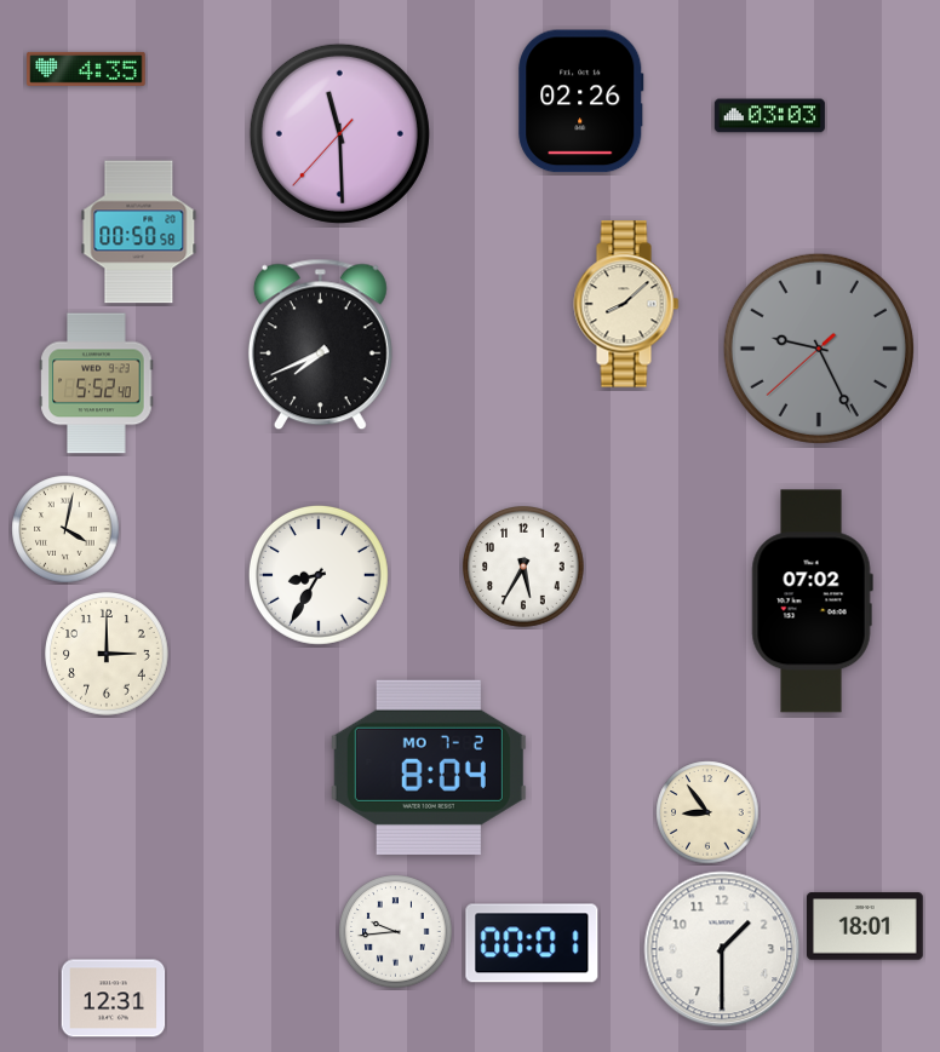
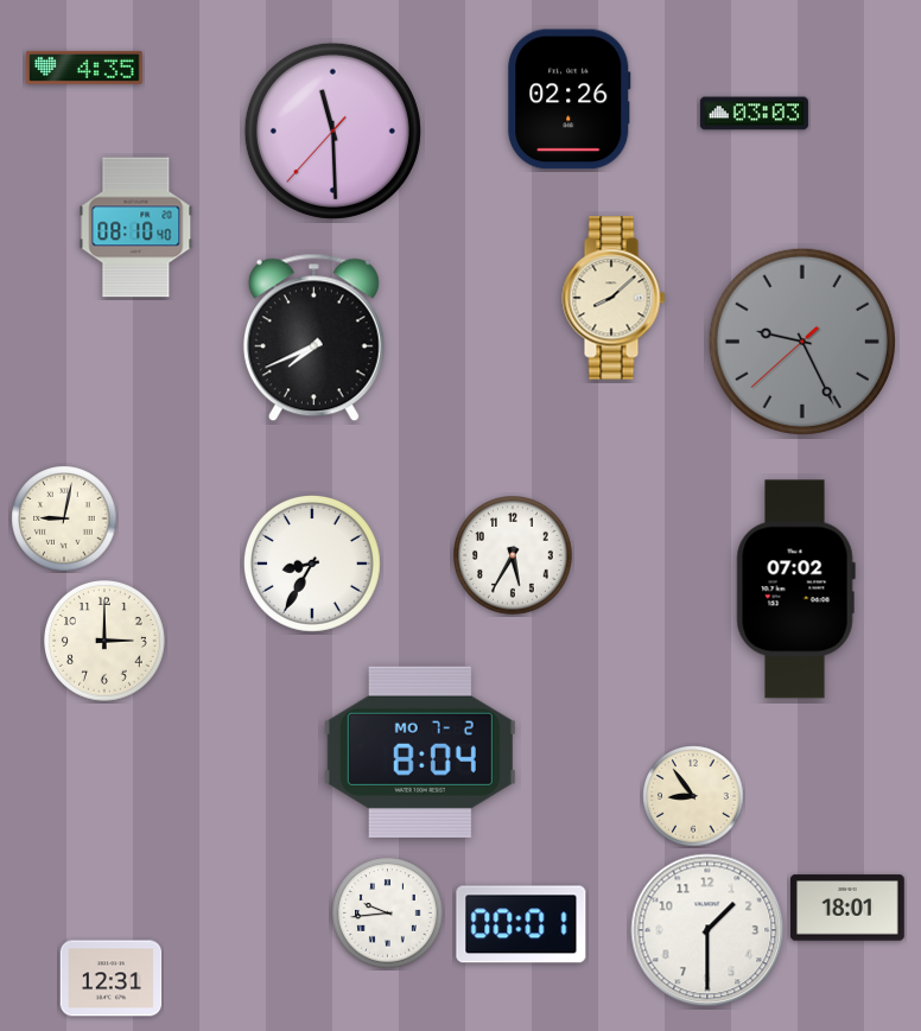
clock at (139, 232): 00:50 -> 08:10
clock at (97, 384): 5:52 -> none
clock at (65, 529): 4:02 -> 9:02
